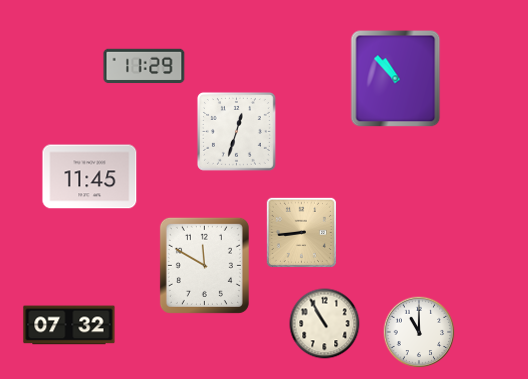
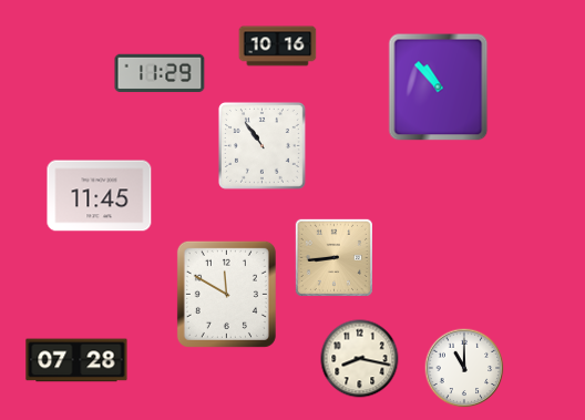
clock at (278, 47): none -> 10:16
clock at (236, 131): 12:33 -> 10:54
clock at (325, 324): 10:55 -> 8:17
clock at (69, 325): 07:32 -> 07:28
